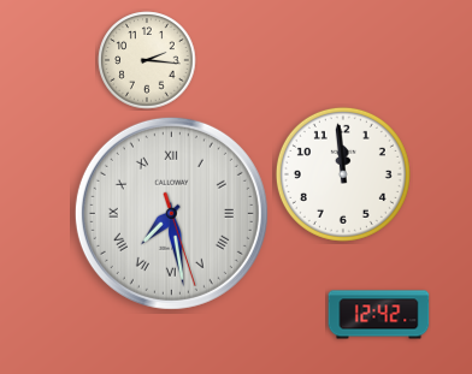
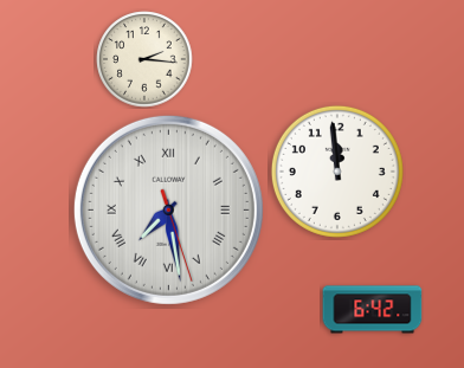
clock at (379, 315): 12:42 -> 6:42
